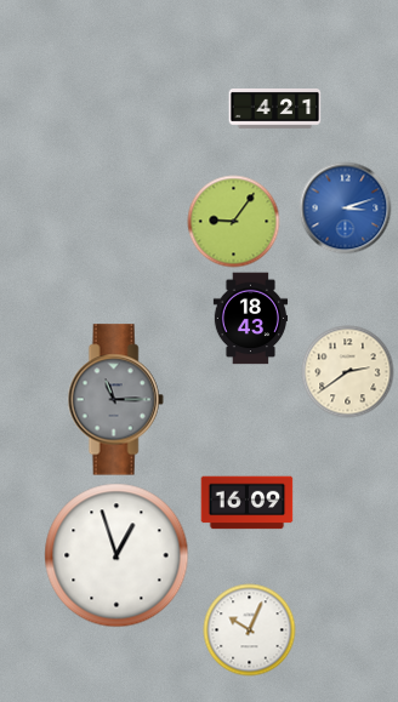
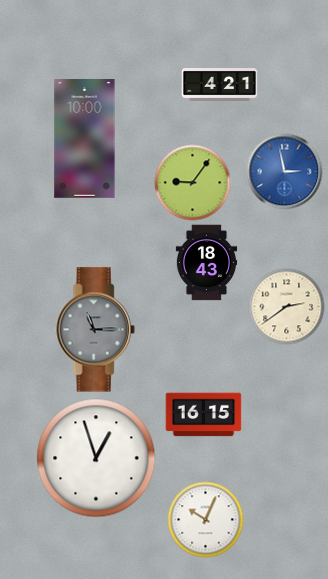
clock at (275, 109) position: (275, 109) -> (220, 85)
clock at (85, 139): none -> 10:00
clock at (346, 209): 3:12 -> 2:58
clock at (248, 503): 16:09 -> 16:15
